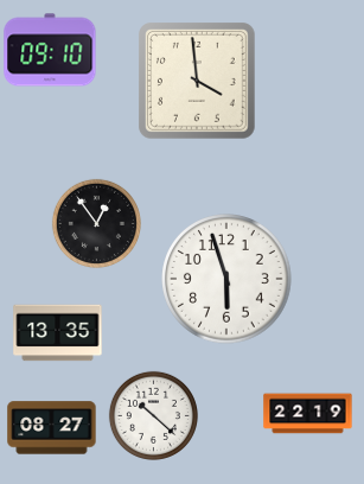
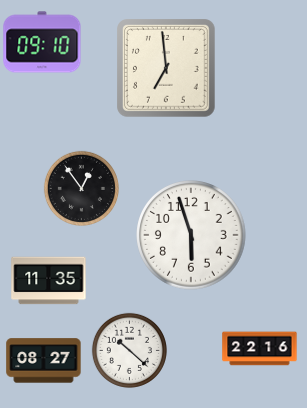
clock at (198, 82): 3:59 -> 6:59
clock at (58, 333): 13:35 -> 11:35
clock at (308, 414): 22:19 -> 22:16
